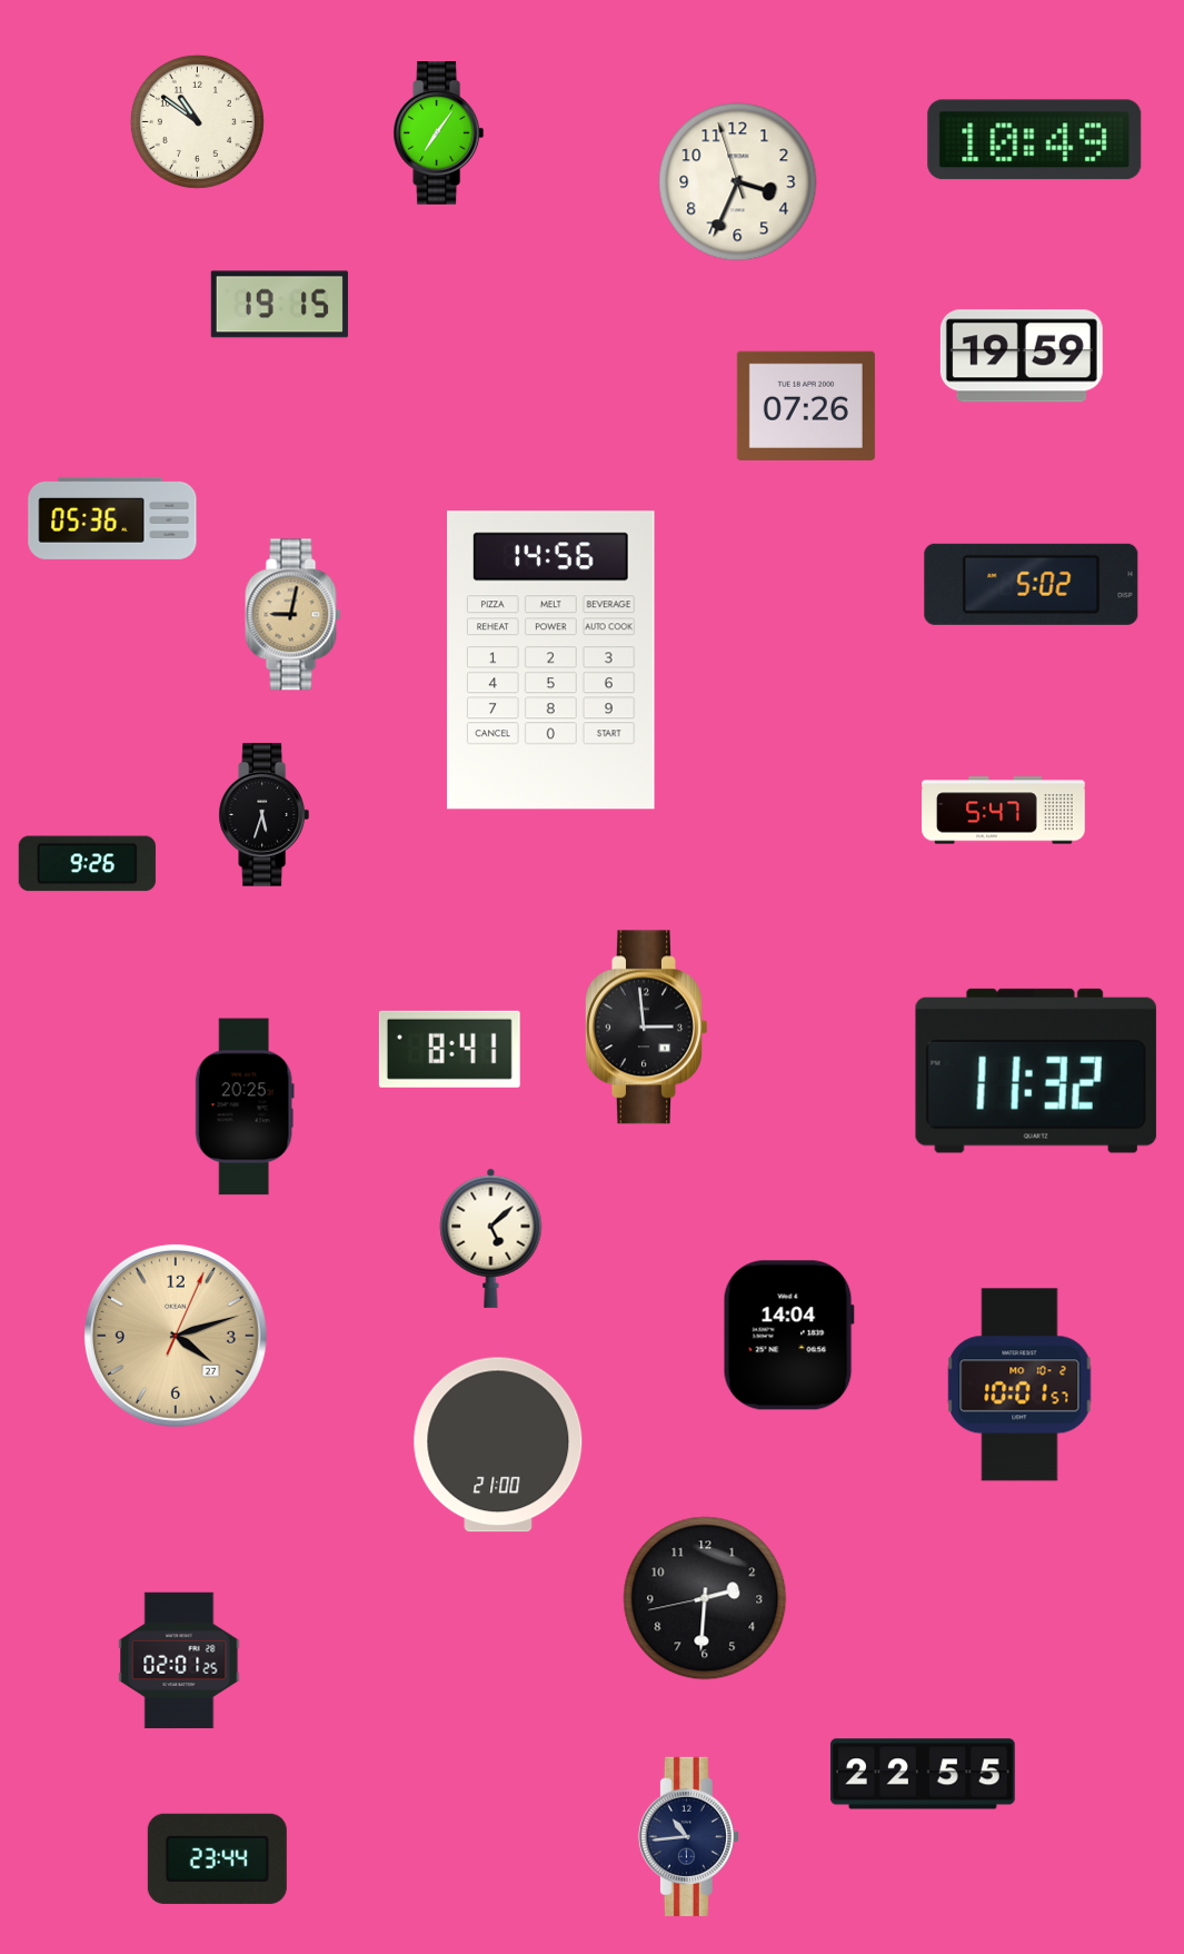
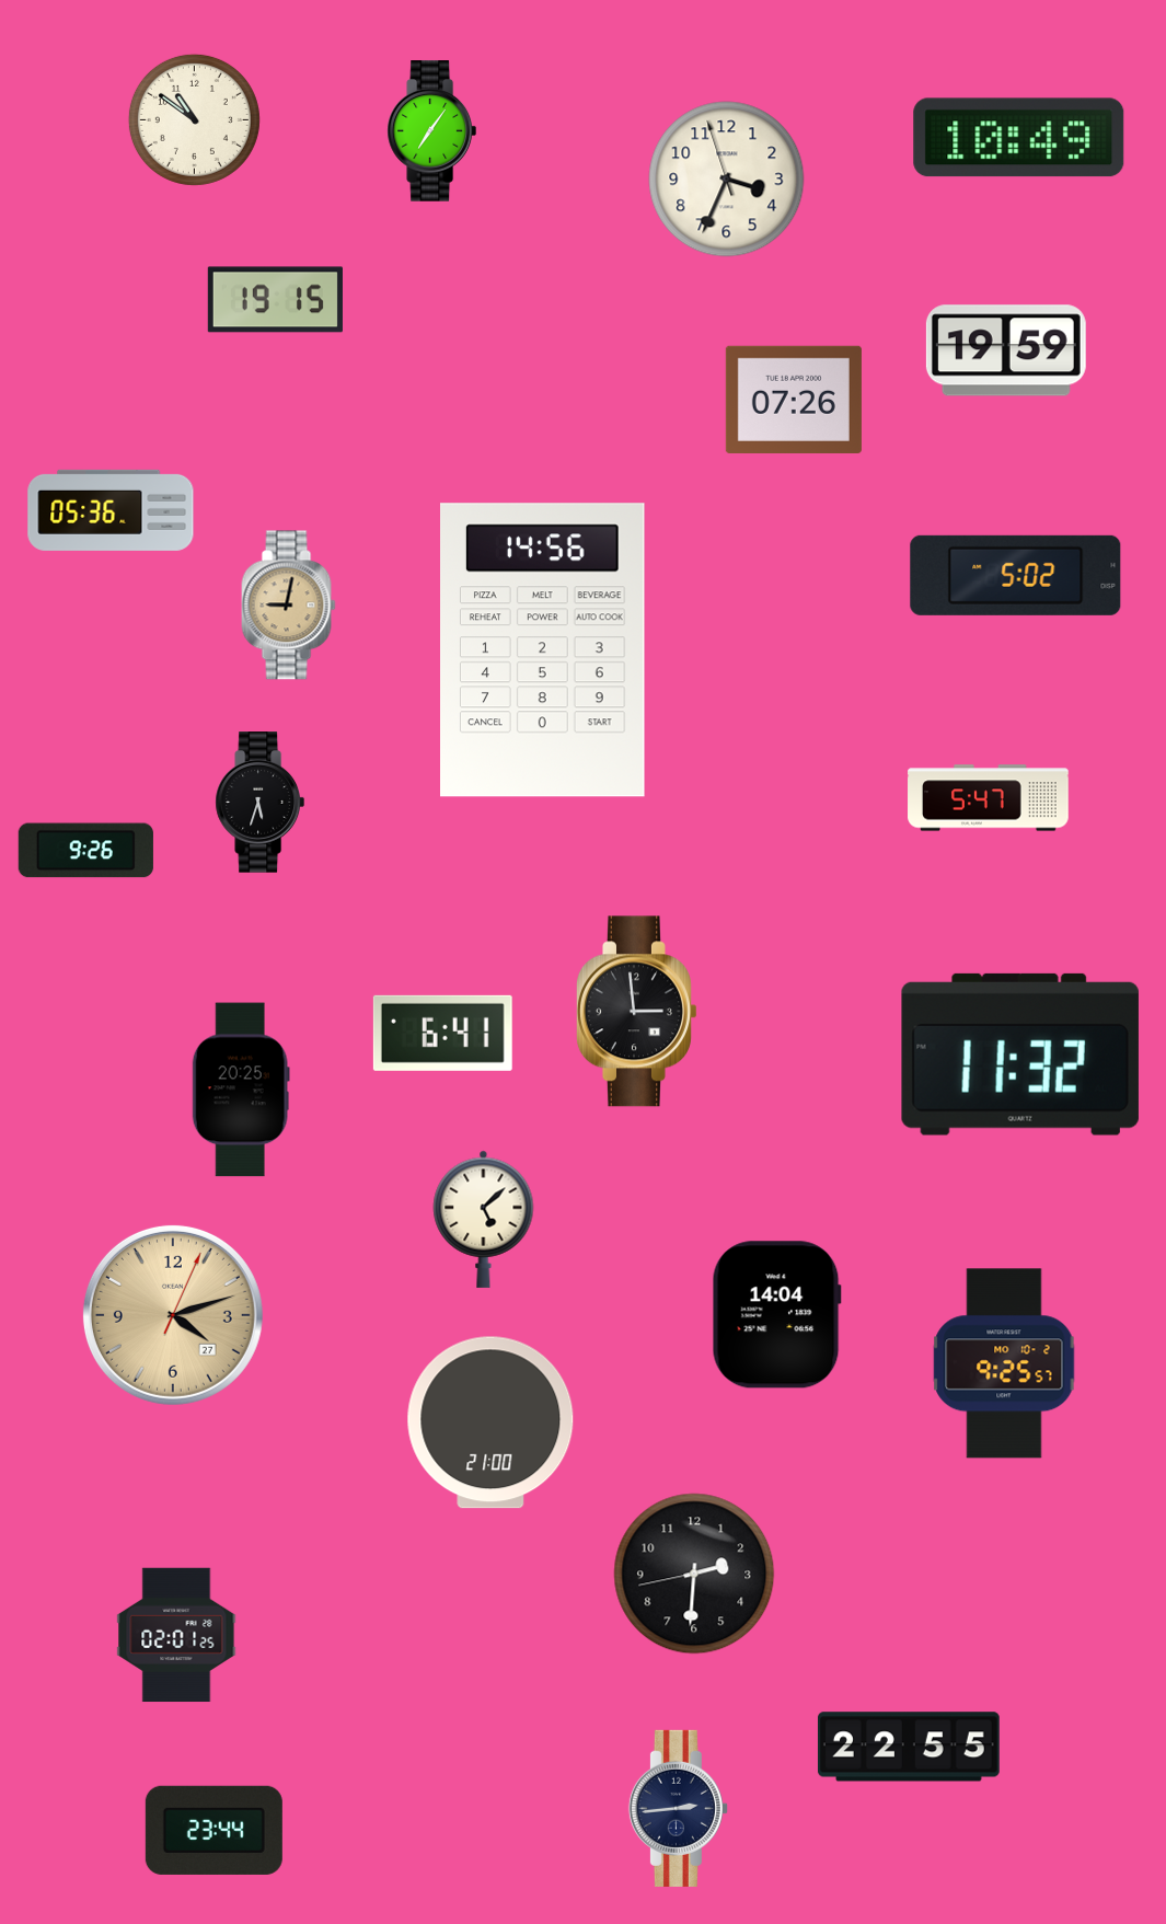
clock at (449, 1049): 8:41 -> 6:41
clock at (1019, 1385): 10:01 -> 9:25
clock at (688, 1836): 10:44 -> 2:44
